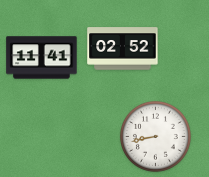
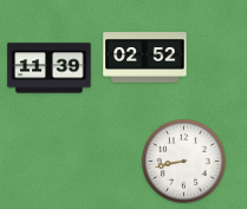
clock at (42, 58): 11:41 -> 11:39
